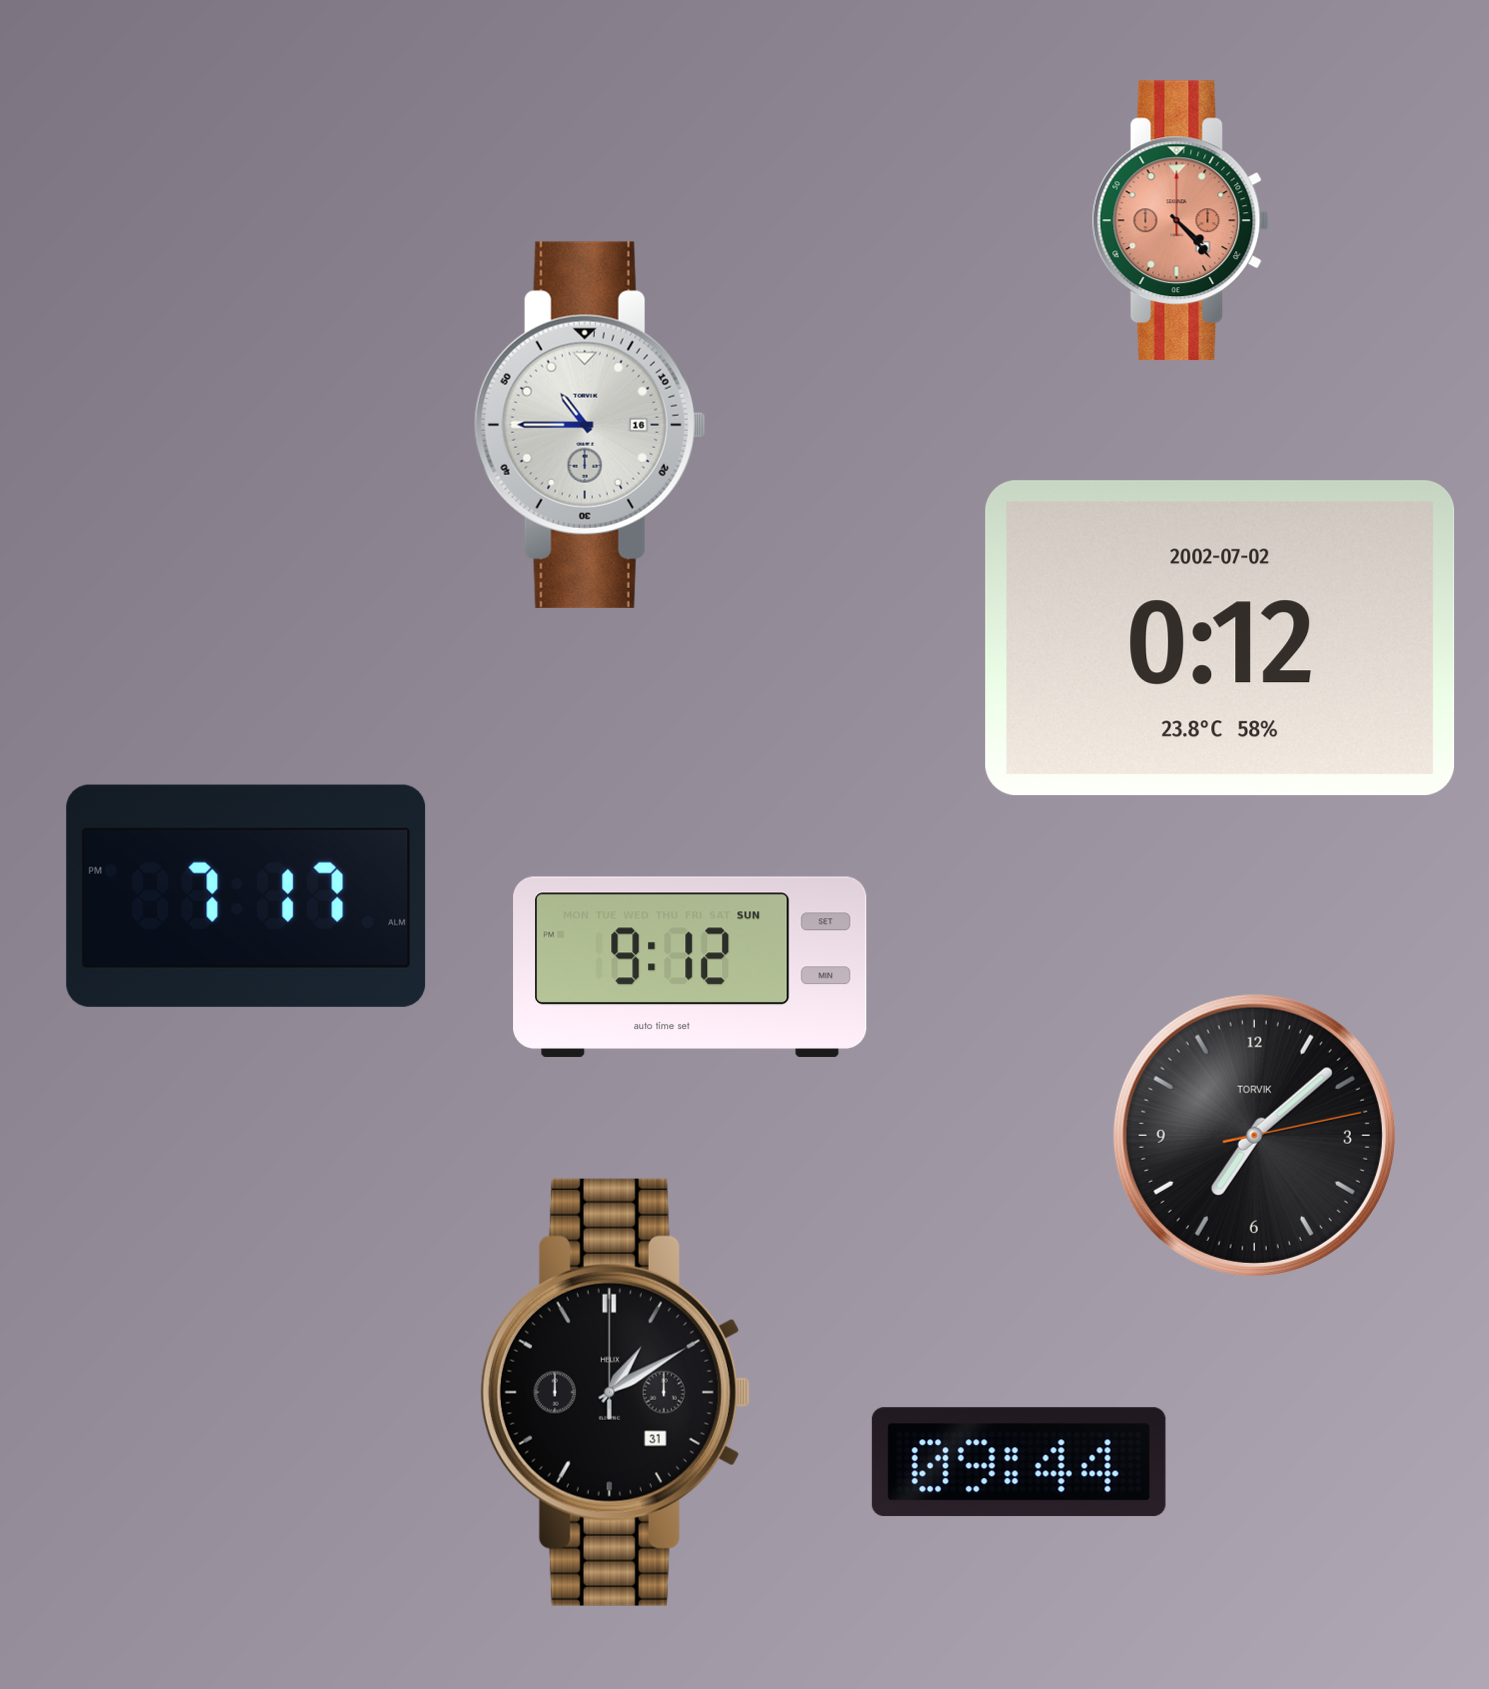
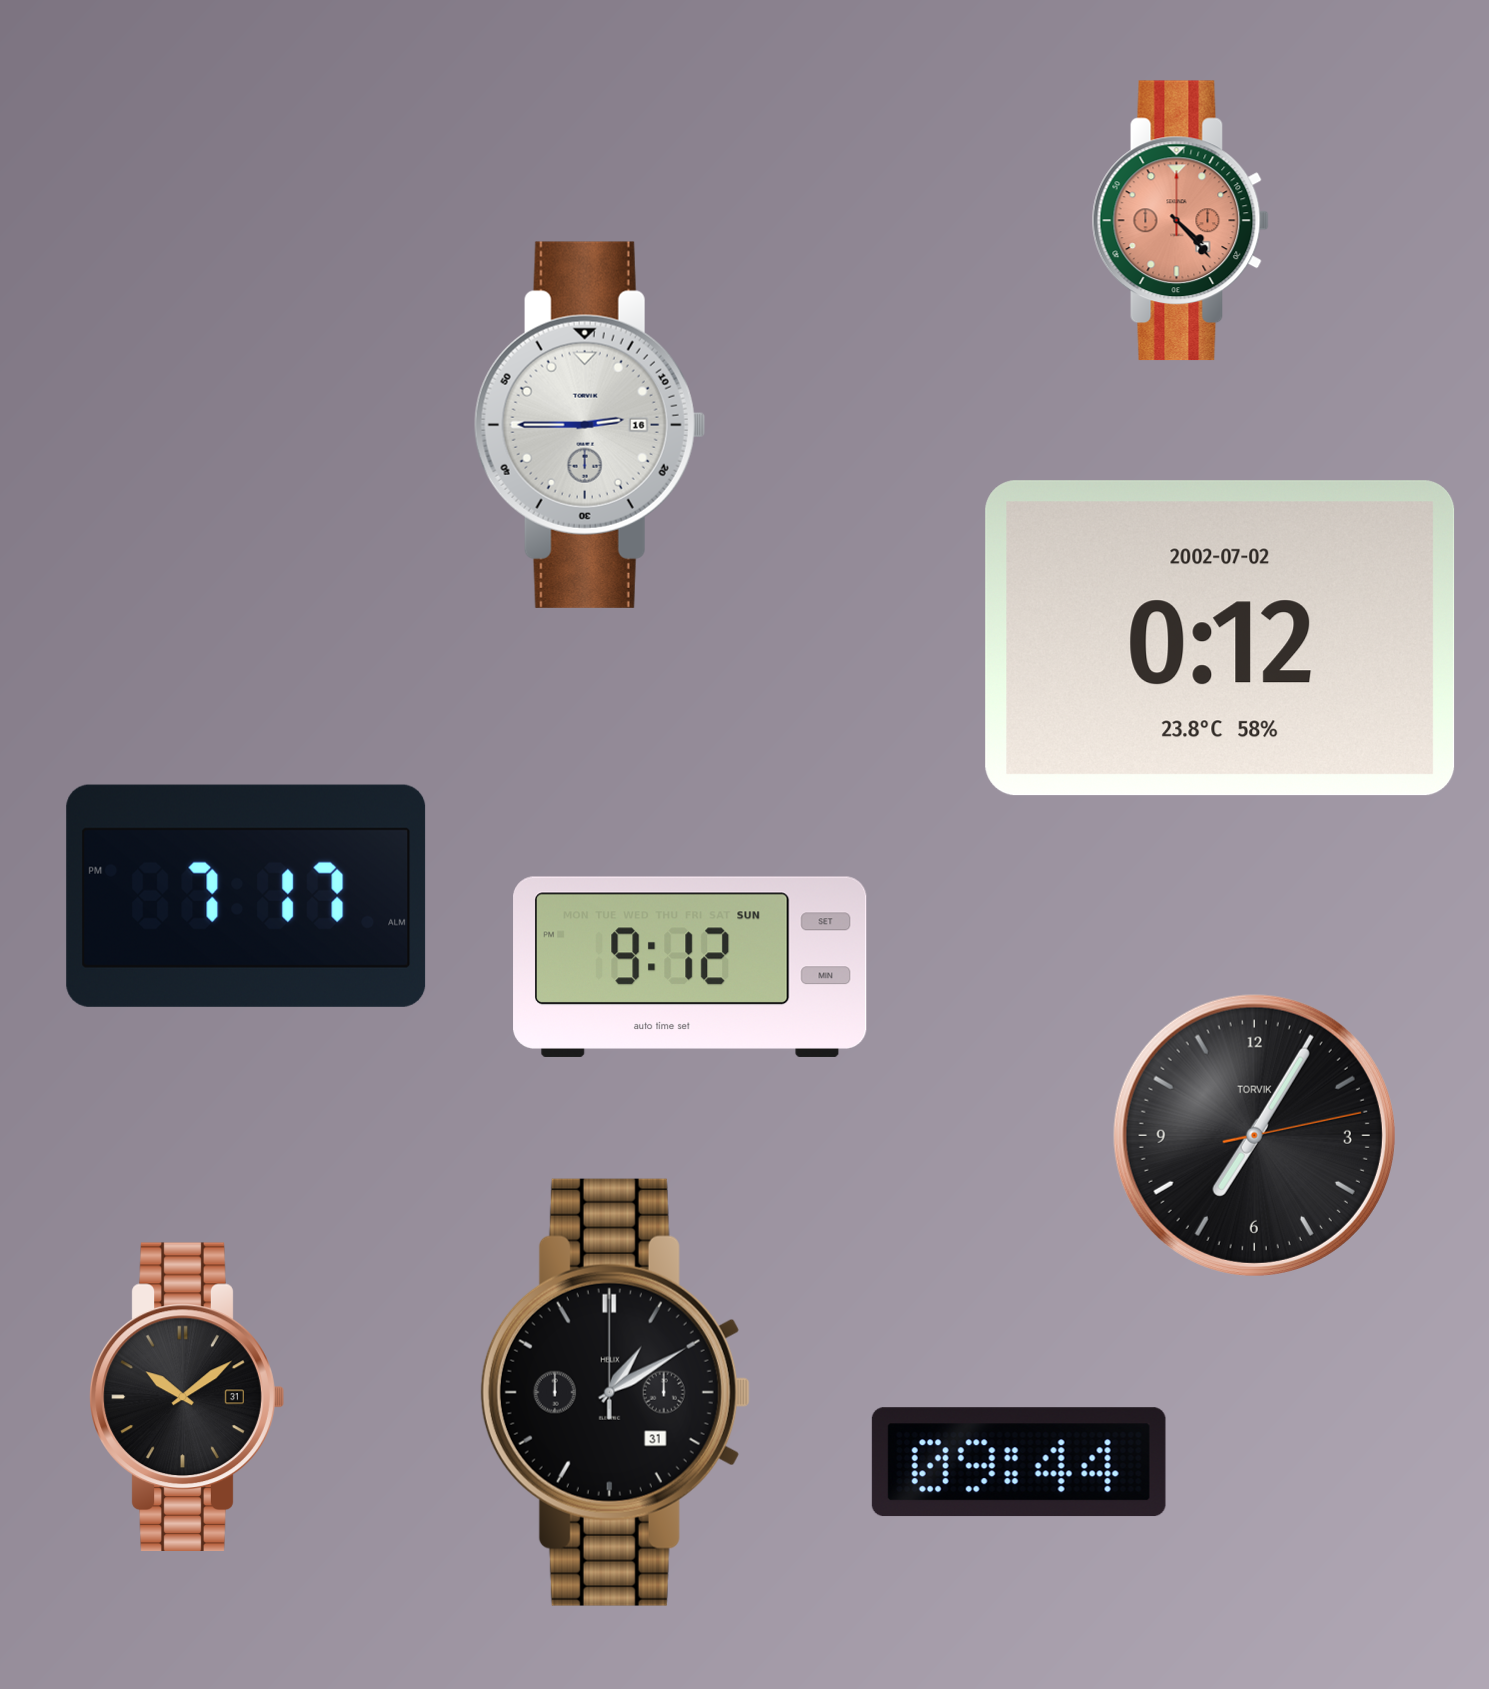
clock at (590, 425): 10:45 -> 2:45
clock at (1254, 1135): 7:08 -> 7:05
clock at (187, 1397): none -> 10:09
